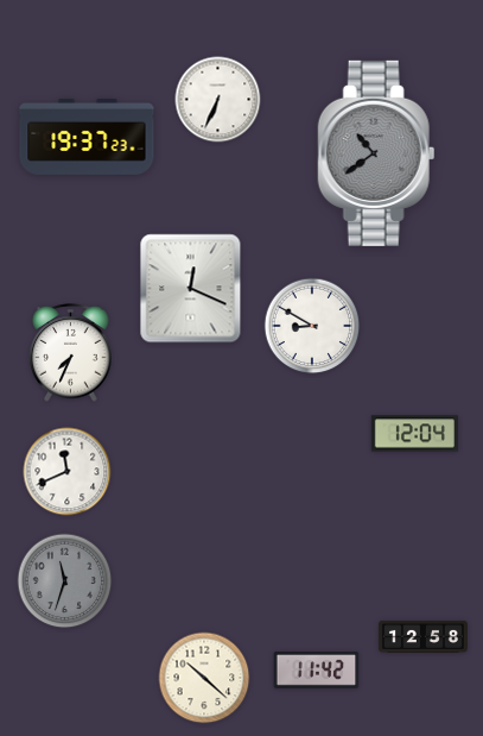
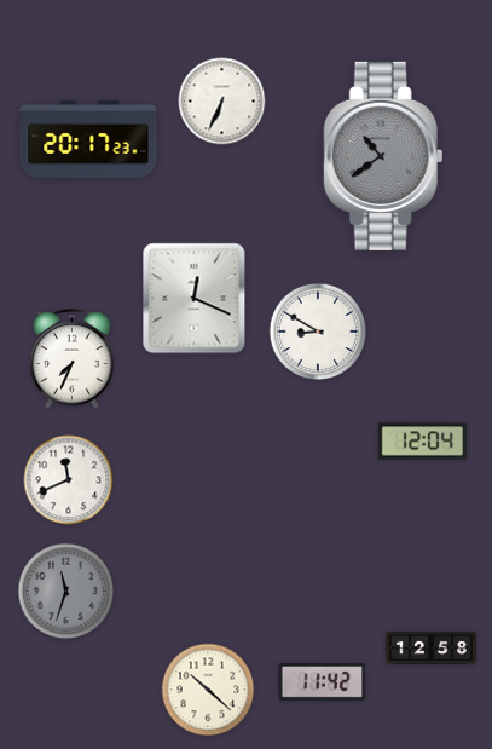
clock at (87, 137): 19:37 -> 20:17
clock at (191, 289) position: (191, 289) -> (195, 299)
